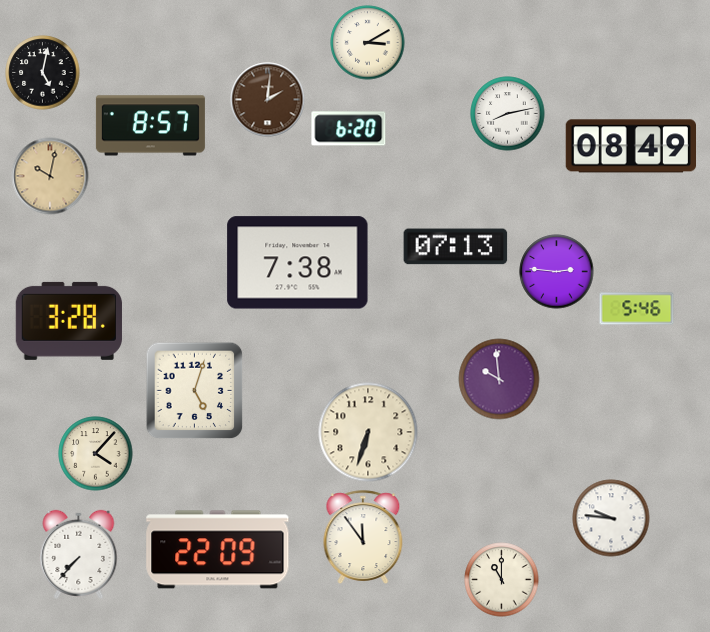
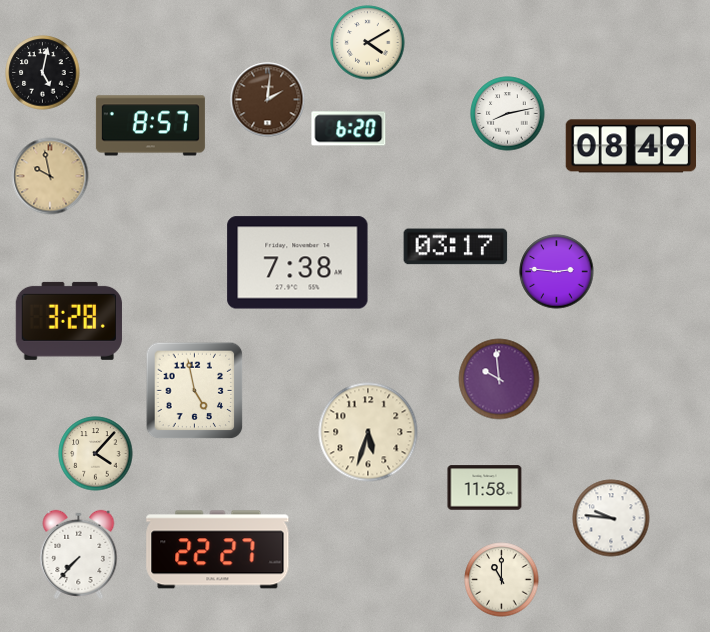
clock at (368, 43): 3:10 -> 4:10
clock at (50, 176): 10:02 -> 9:58
clock at (456, 247): 07:13 -> 03:17
clock at (637, 309): 5:46 -> none
clock at (195, 391): 5:03 -> 4:58
clock at (368, 432): 6:33 -> 5:33
clock at (485, 488): none -> 11:58
clock at (363, 537): 11:54 -> none
clock at (218, 550): 22:09 -> 22:27
